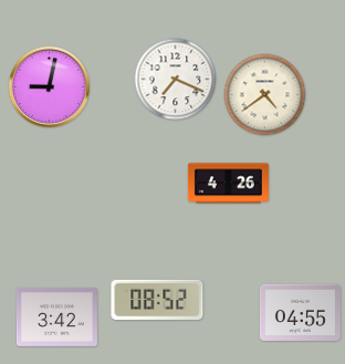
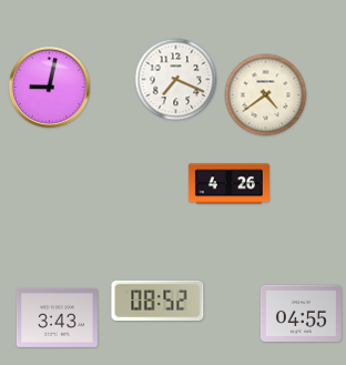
clock at (56, 316): 3:42 -> 3:43
